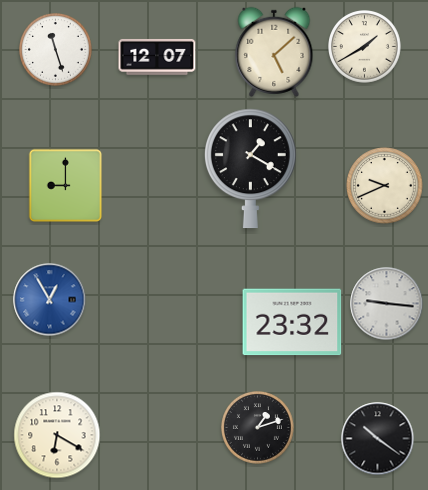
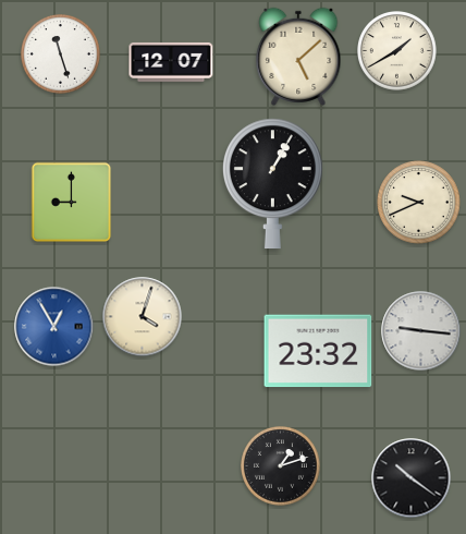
clock at (250, 169): 1:20 -> 1:05
clock at (143, 317): none -> 4:03
clock at (57, 435): 6:20 -> none
